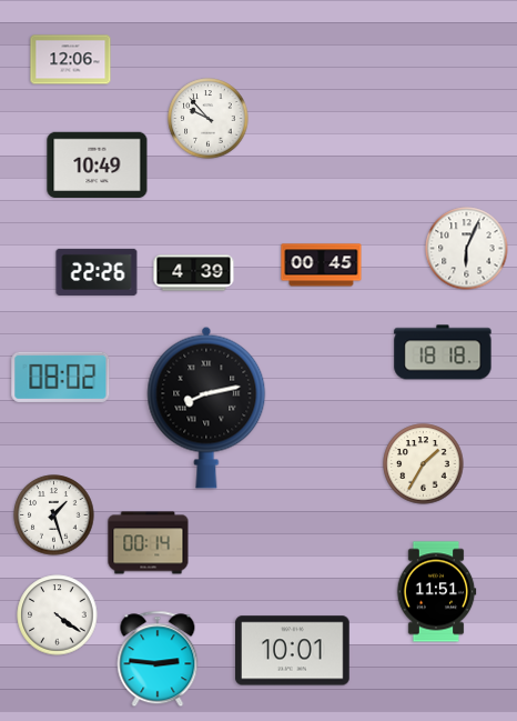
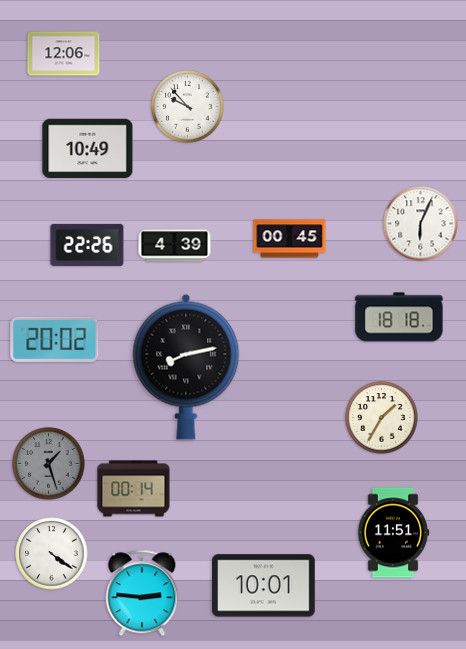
clock at (61, 377): 08:02 -> 20:02
clock at (54, 515) dial: white -> grey
